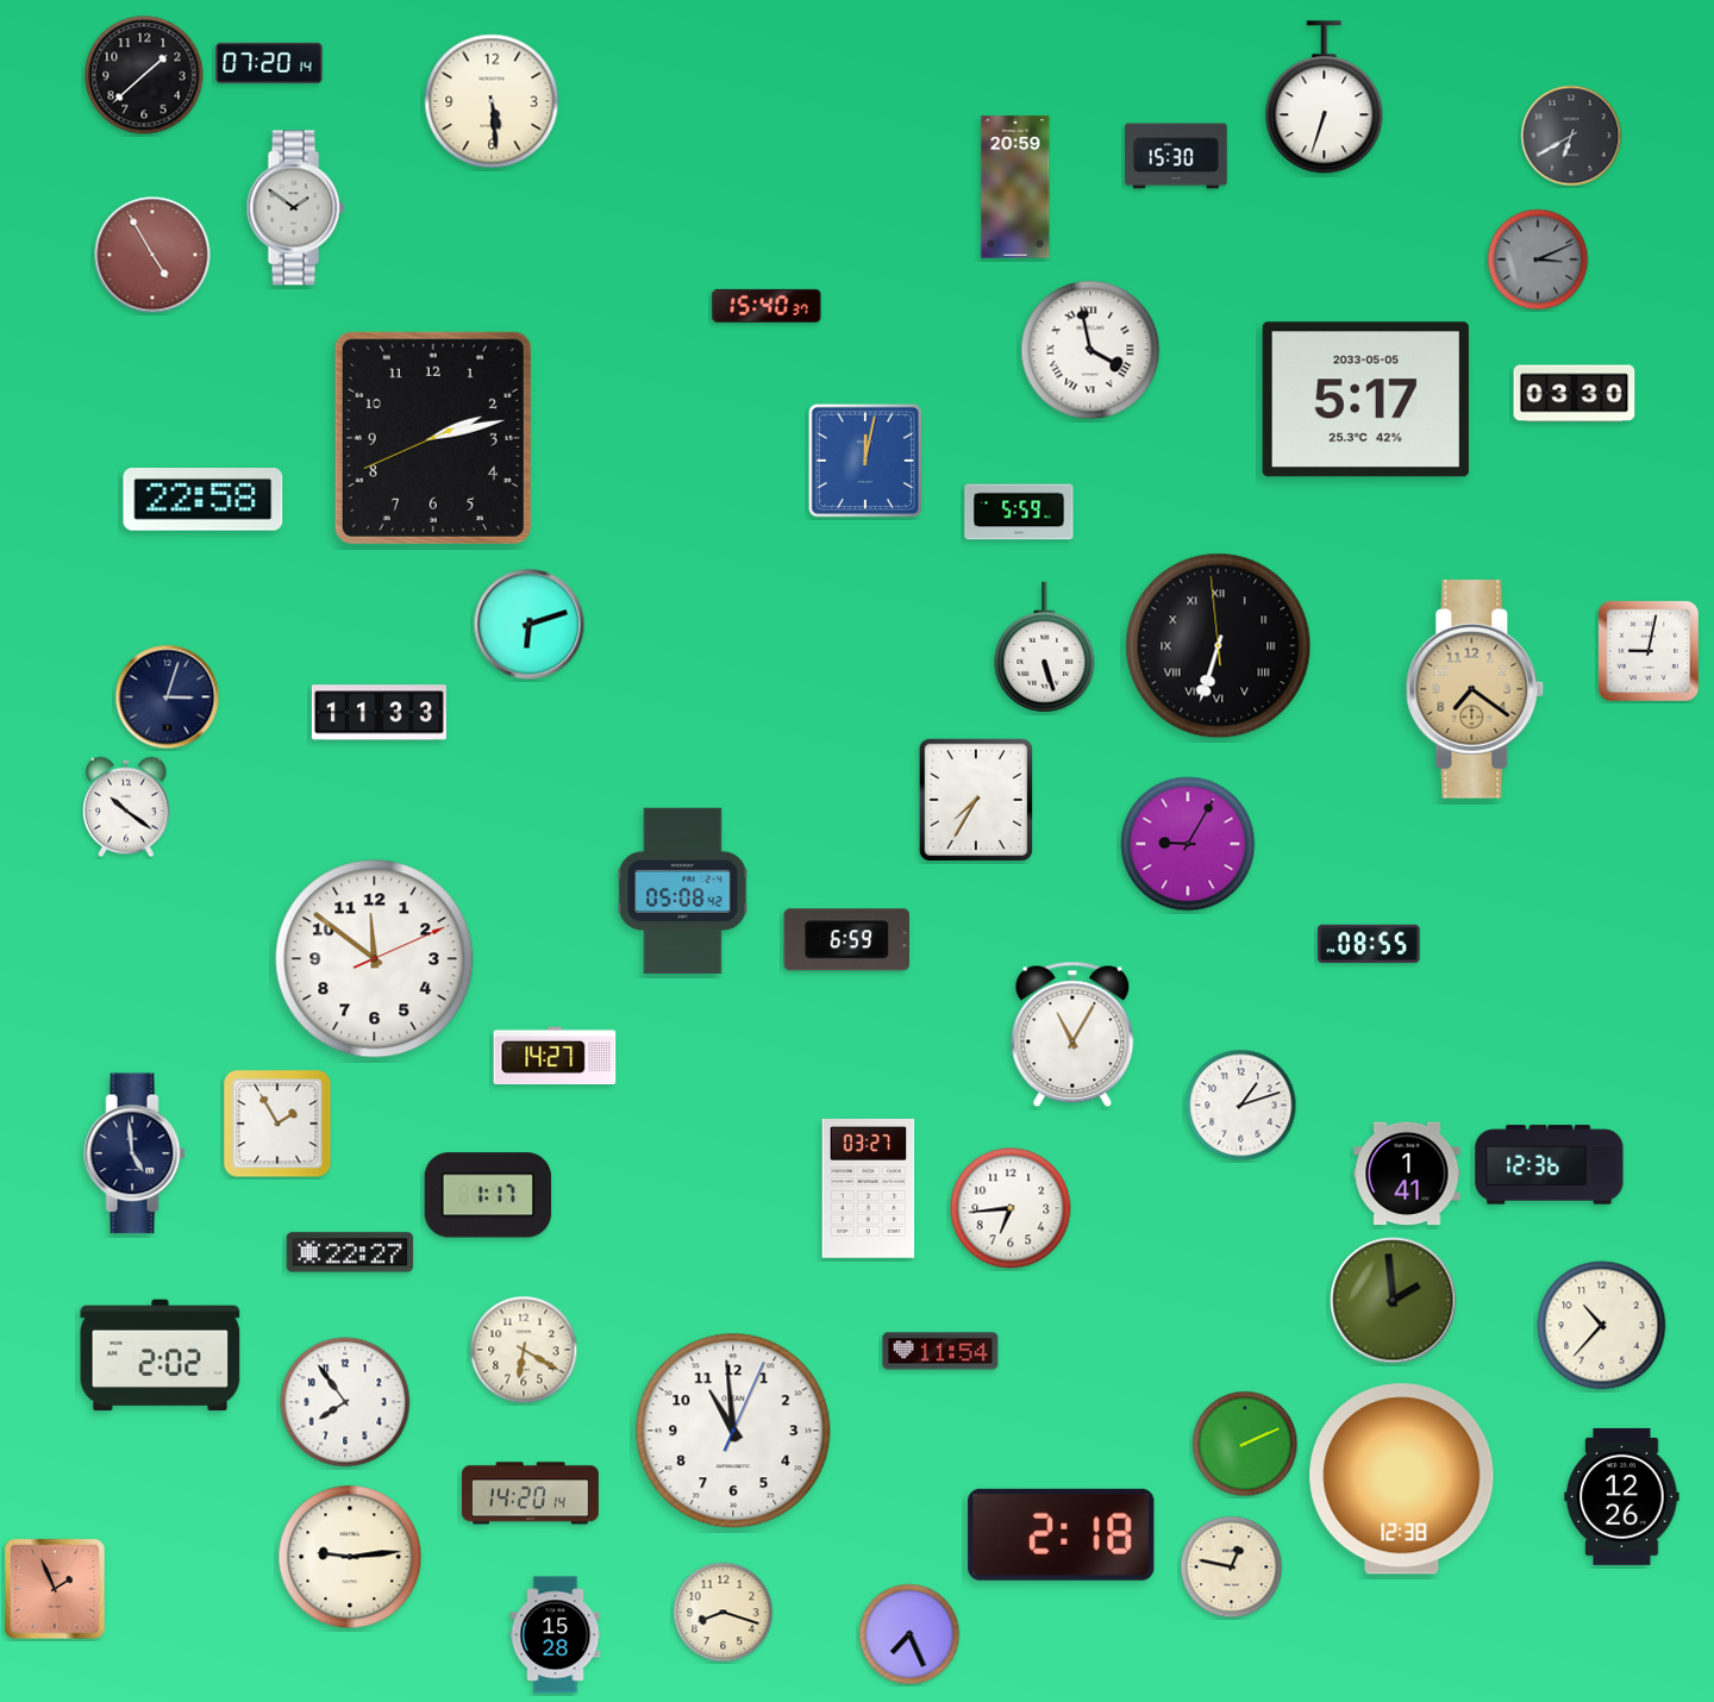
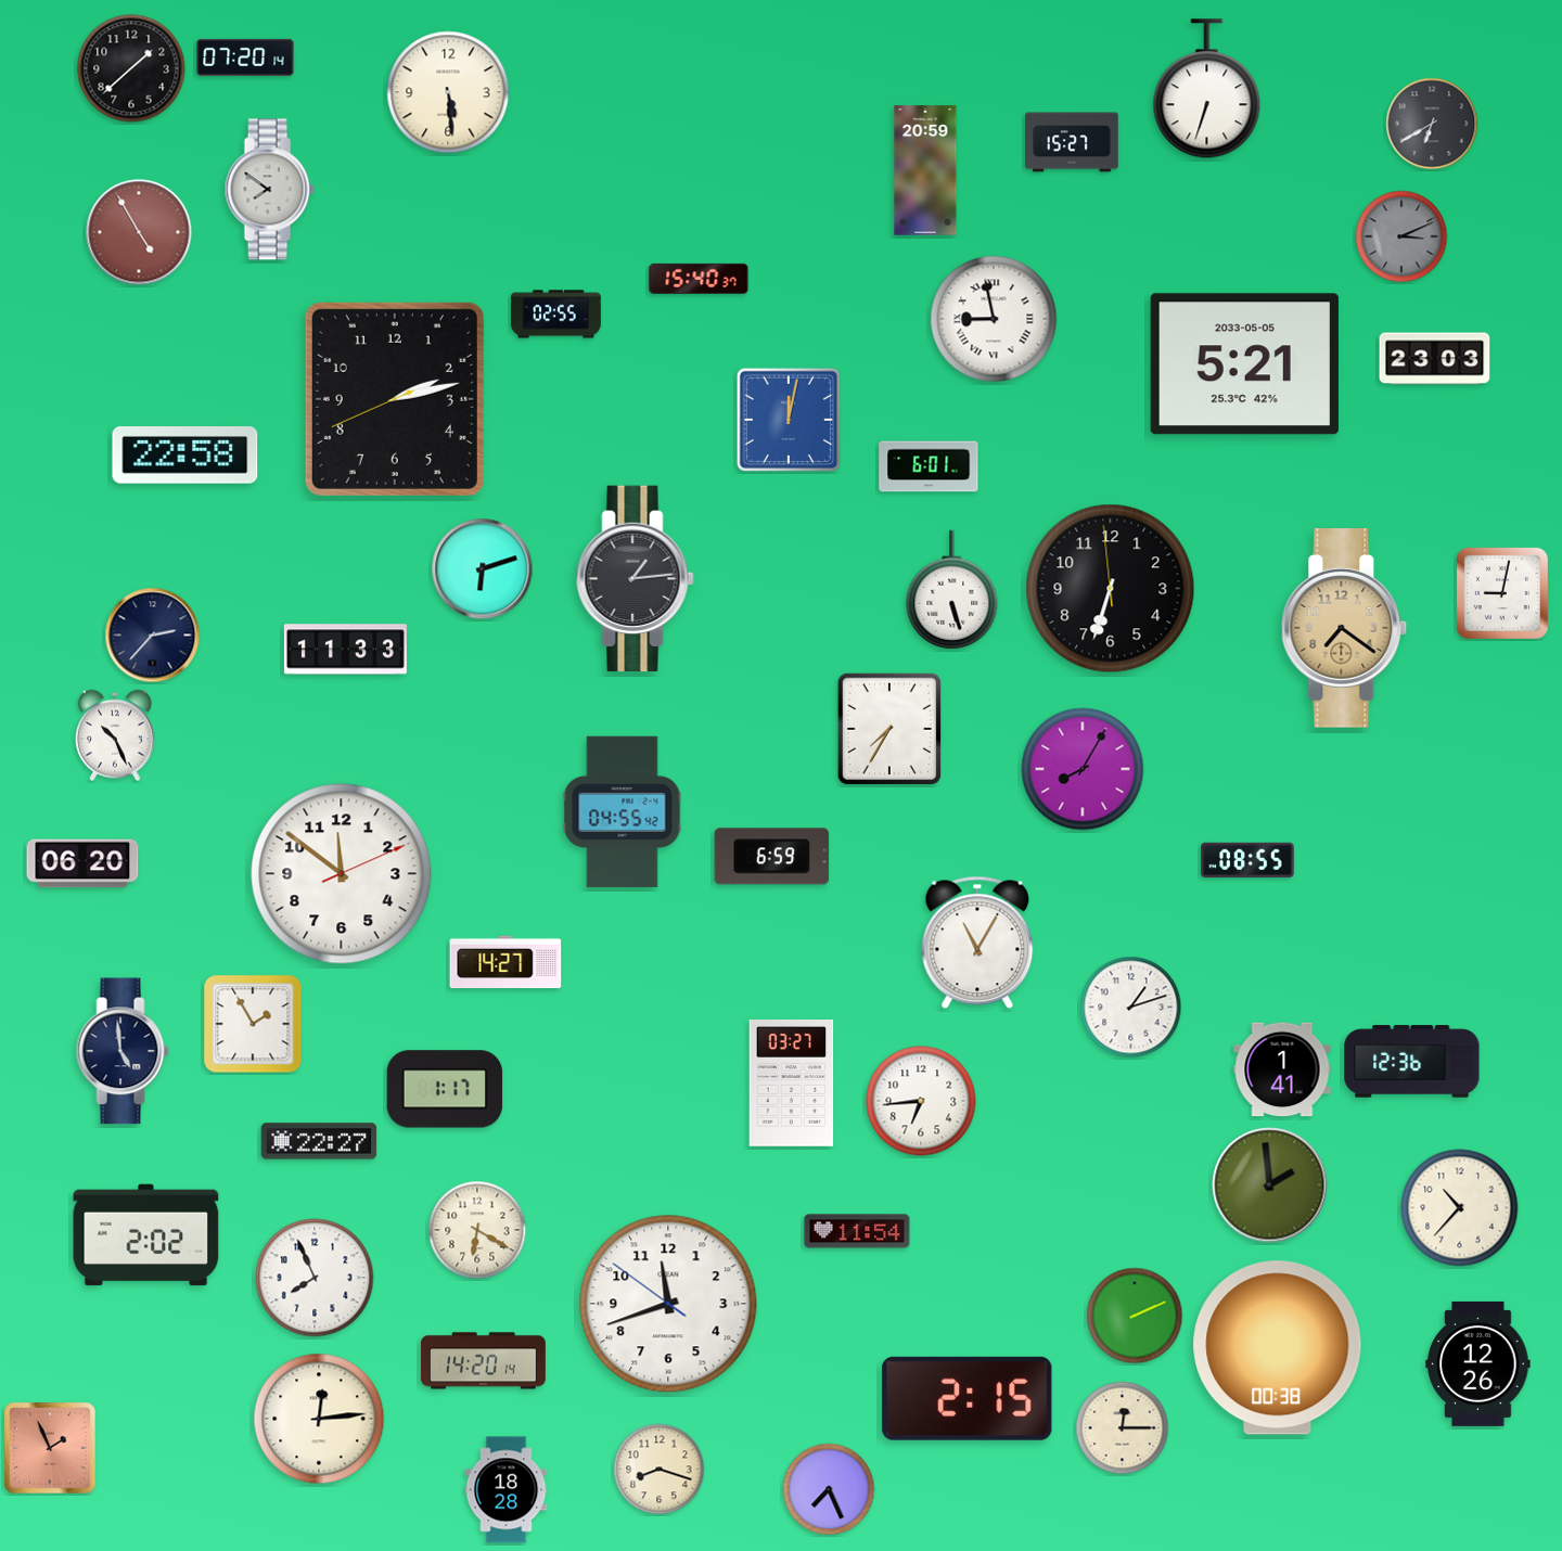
clock at (1176, 156): 15:30 -> 15:27
clock at (295, 208): 1:51 -> 7:51
clock at (555, 315): none -> 02:55
clock at (1090, 350): 3:58 -> 8:58
clock at (1575, 394): 03:30 -> 23:03
clock at (1365, 400): 5:17 -> 5:21
clock at (1019, 512): 5:59 -> 6:01
clock at (636, 579): none -> 1:14
clock at (1219, 646) numerals: Roman -> Arabic
clock at (168, 697): 3:03 -> 2:37
clock at (126, 807): 10:21 -> 10:26
clock at (1188, 844): 9:05 -> 8:05
clock at (683, 891): 05:08 -> 04:55
clock at (82, 863): none -> 06:20
clock at (345, 1402): 7:54 -> 7:56
clock at (733, 1431): 10:59 -> 11:41
clock at (1402, 1479): 12:38 -> 00:38
clock at (1062, 1534): 2:18 -> 2:15
clock at (350, 1557): 9:14 -> 12:14
clock at (1232, 1568): 12:47 -> 12:15
clock at (556, 1635): 15:28 -> 18:28
